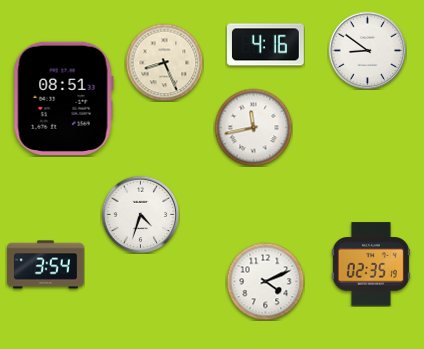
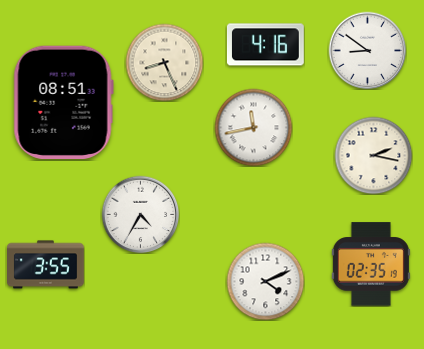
clock at (63, 98) position: (63, 98) -> (63, 102)
clock at (373, 155): none -> 2:17
clock at (140, 214): 4:33 -> 4:35
clock at (46, 265): 3:54 -> 3:55
